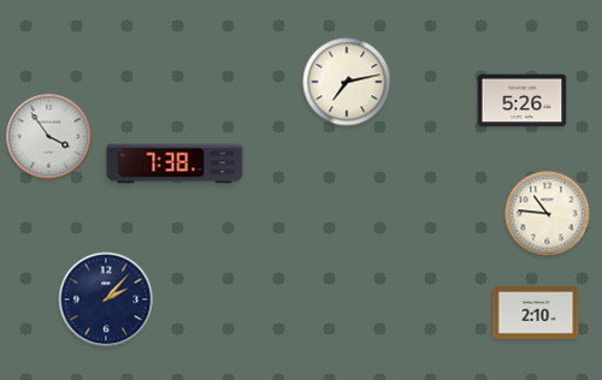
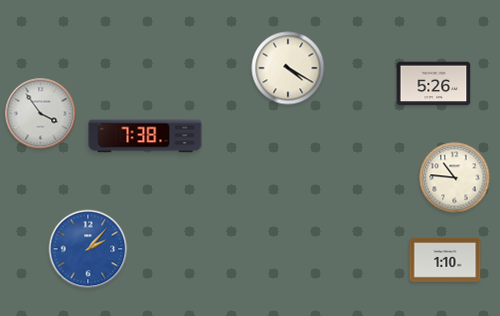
clock at (347, 82): 7:13 -> 4:20
clock at (106, 299) dial: navy -> blue
clock at (536, 313): 2:10 -> 1:10
